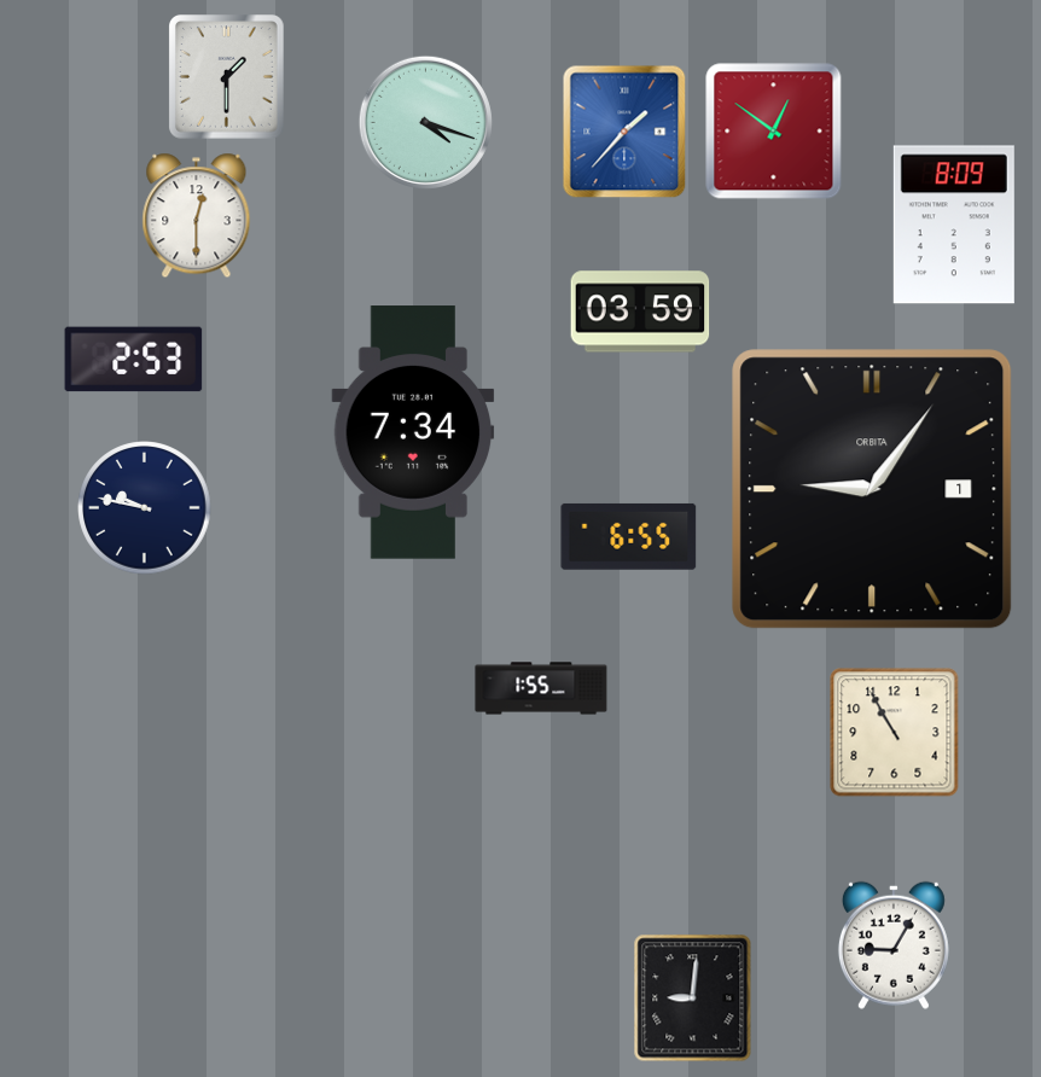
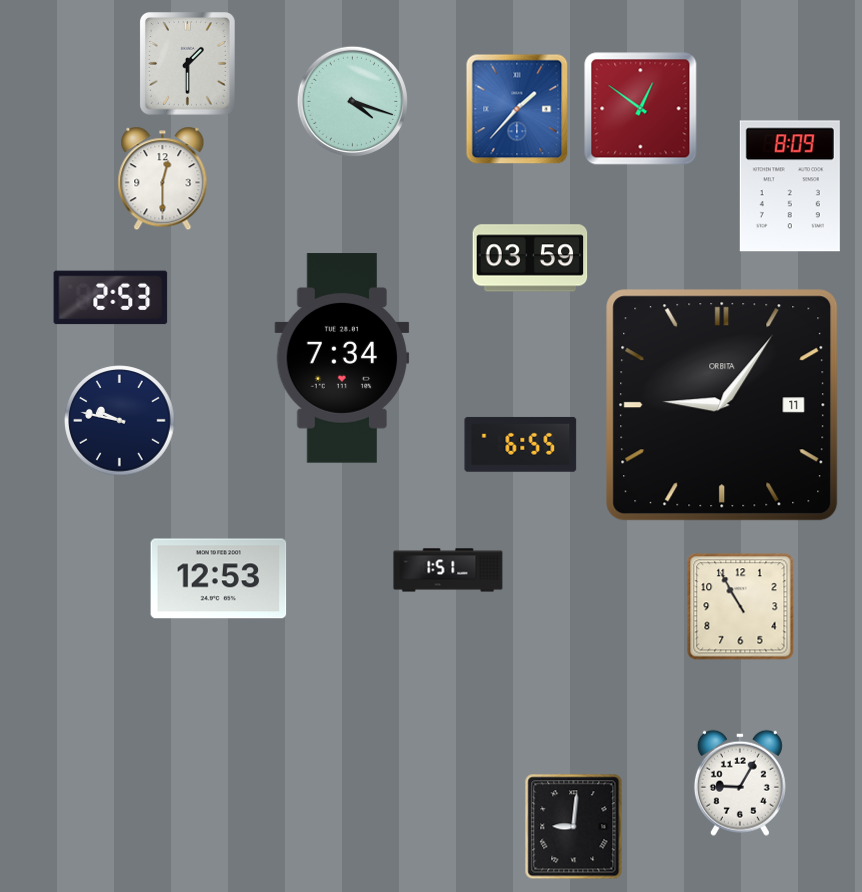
clock at (872, 489) date: 1 -> 11
clock at (541, 688): 1:55 -> 1:51
clock at (219, 579): none -> 12:53
